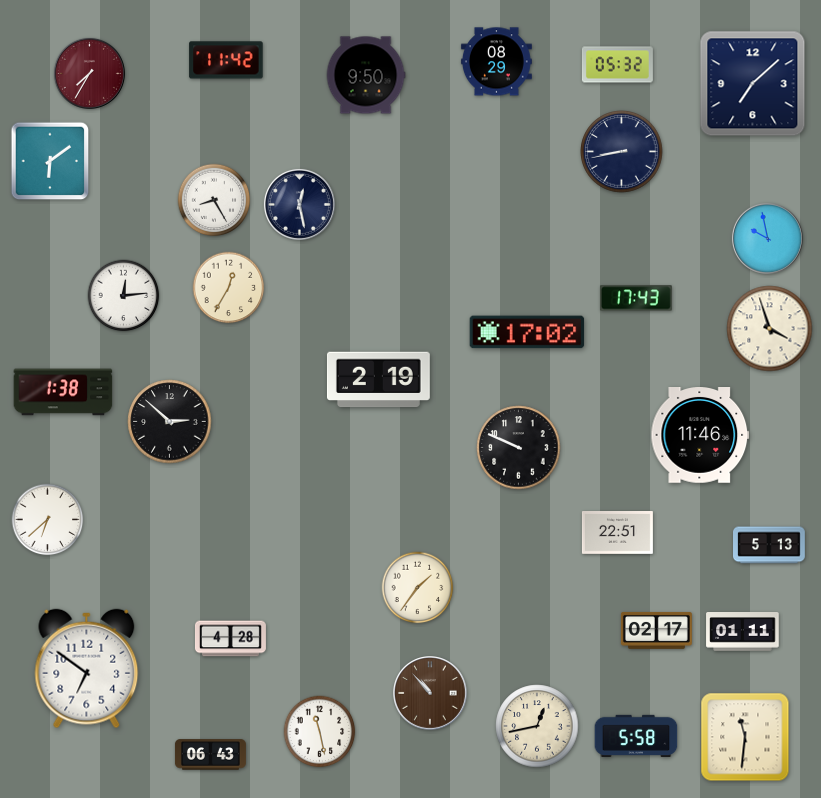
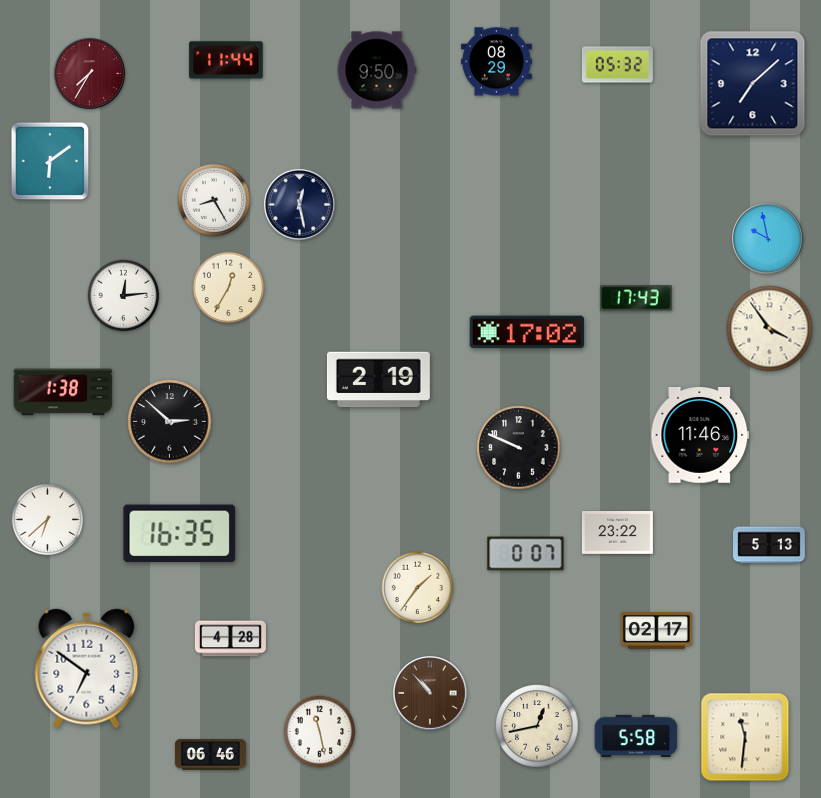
clock at (226, 60): 11:42 -> 11:44
clock at (366, 75) position: (366, 75) -> (377, 70)
clock at (622, 152): 8:43 -> none
clock at (770, 329): 3:57 -> 3:54
clock at (617, 533): 22:51 -> 23:22
clock at (180, 534): none -> 16:35
clock at (526, 554): none -> 0:07
clock at (743, 632): 01:11 -> none
clock at (210, 755): 06:43 -> 06:46
